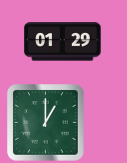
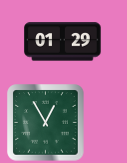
clock at (46, 123): 1:00 -> 12:55
